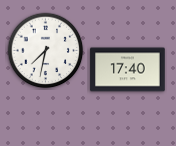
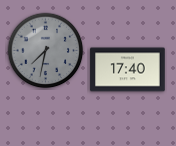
clock at (46, 51) dial: white -> grey
